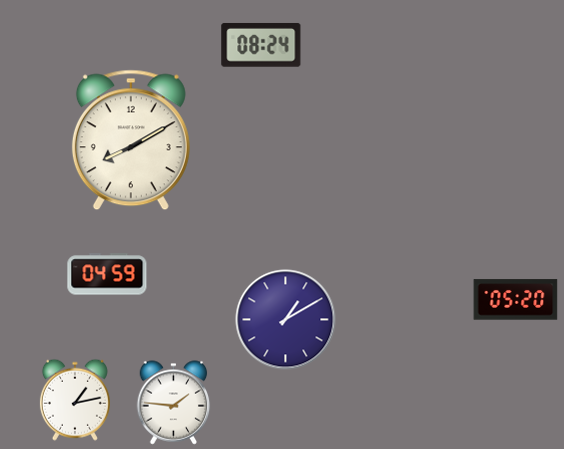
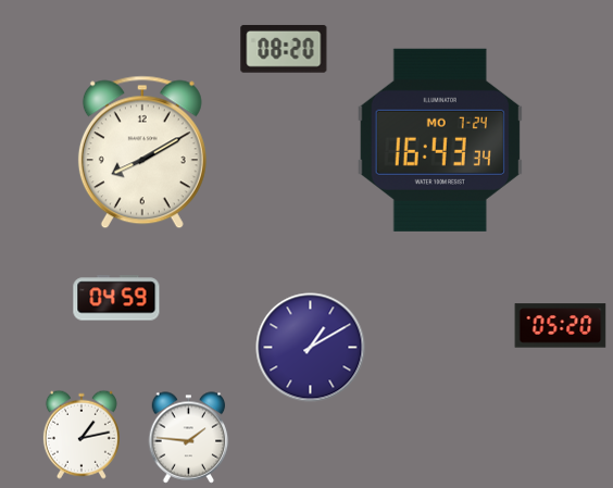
clock at (261, 45): 08:24 -> 08:20
clock at (440, 140): none -> 16:43
